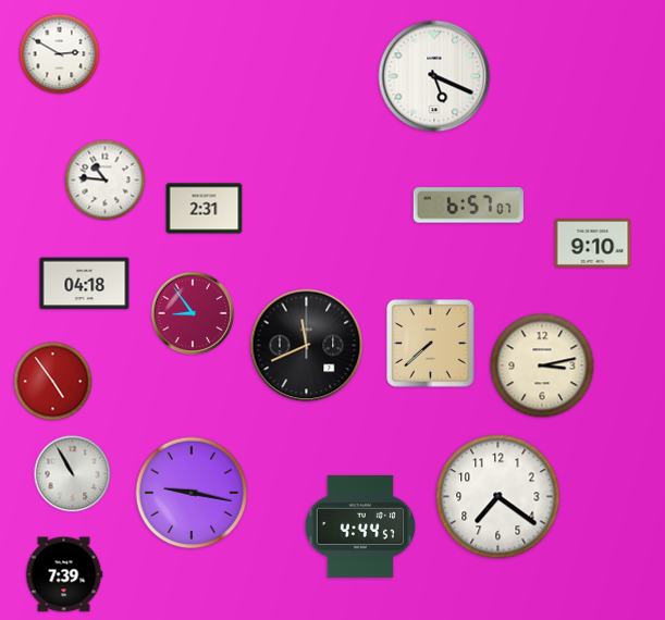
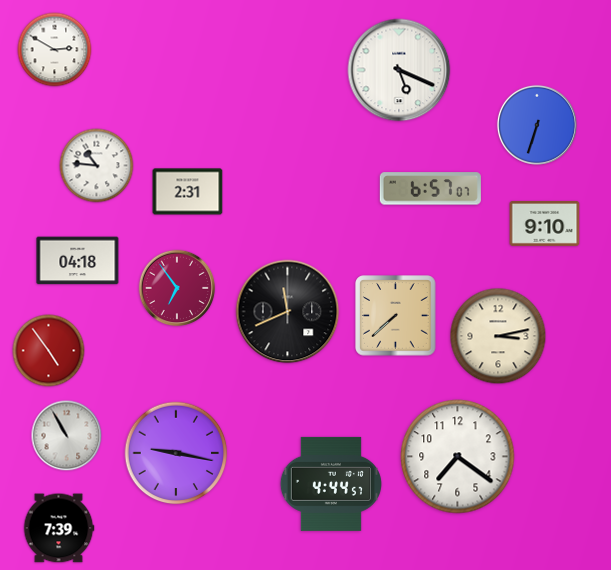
clock at (537, 125): none -> 6:33
clock at (193, 313): 8:54 -> 6:54
clock at (307, 346) position: (307, 346) -> (288, 312)
